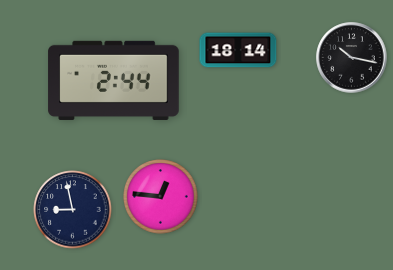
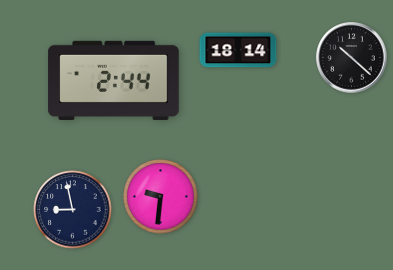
clock at (352, 58): 10:17 -> 10:22
clock at (161, 197): 12:46 -> 9:31
